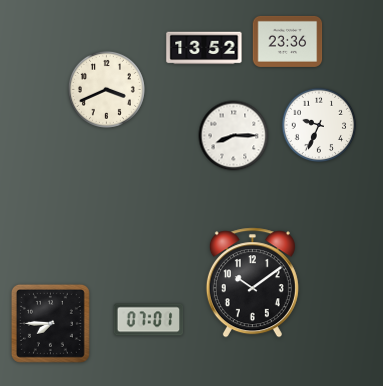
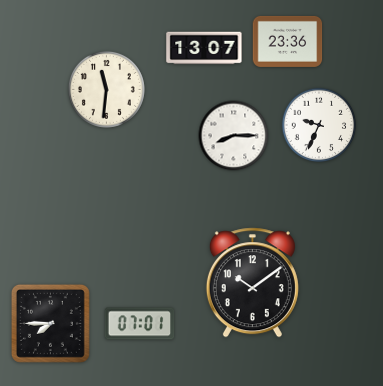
clock at (204, 48): 13:52 -> 13:07
clock at (106, 89): 3:41 -> 11:31
clock at (149, 320) position: (149, 320) -> (140, 324)
